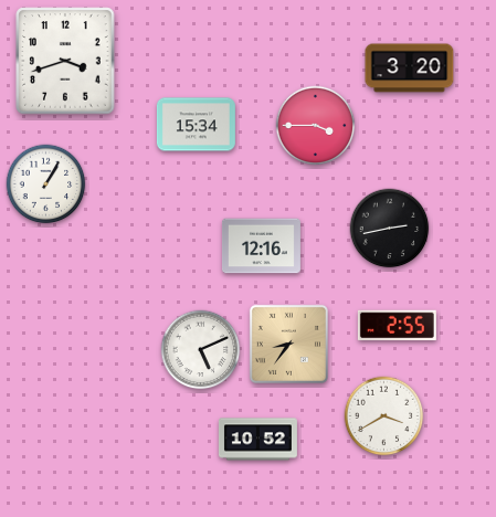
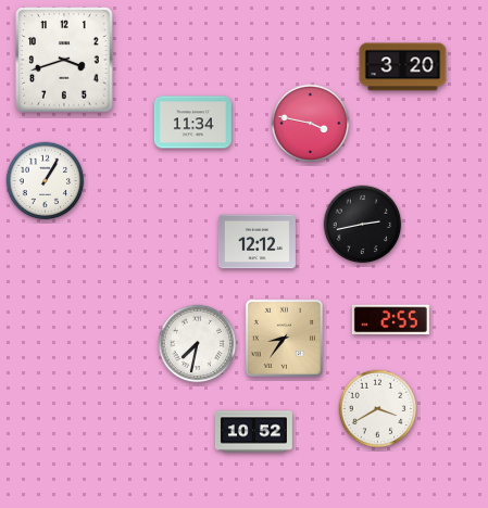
clock at (196, 125): 15:34 -> 11:34
clock at (316, 126): 3:45 -> 3:47
clock at (390, 229) position: (390, 229) -> (363, 225)
clock at (261, 246): 12:16 -> 12:12
clock at (201, 350): 5:11 -> 7:32
